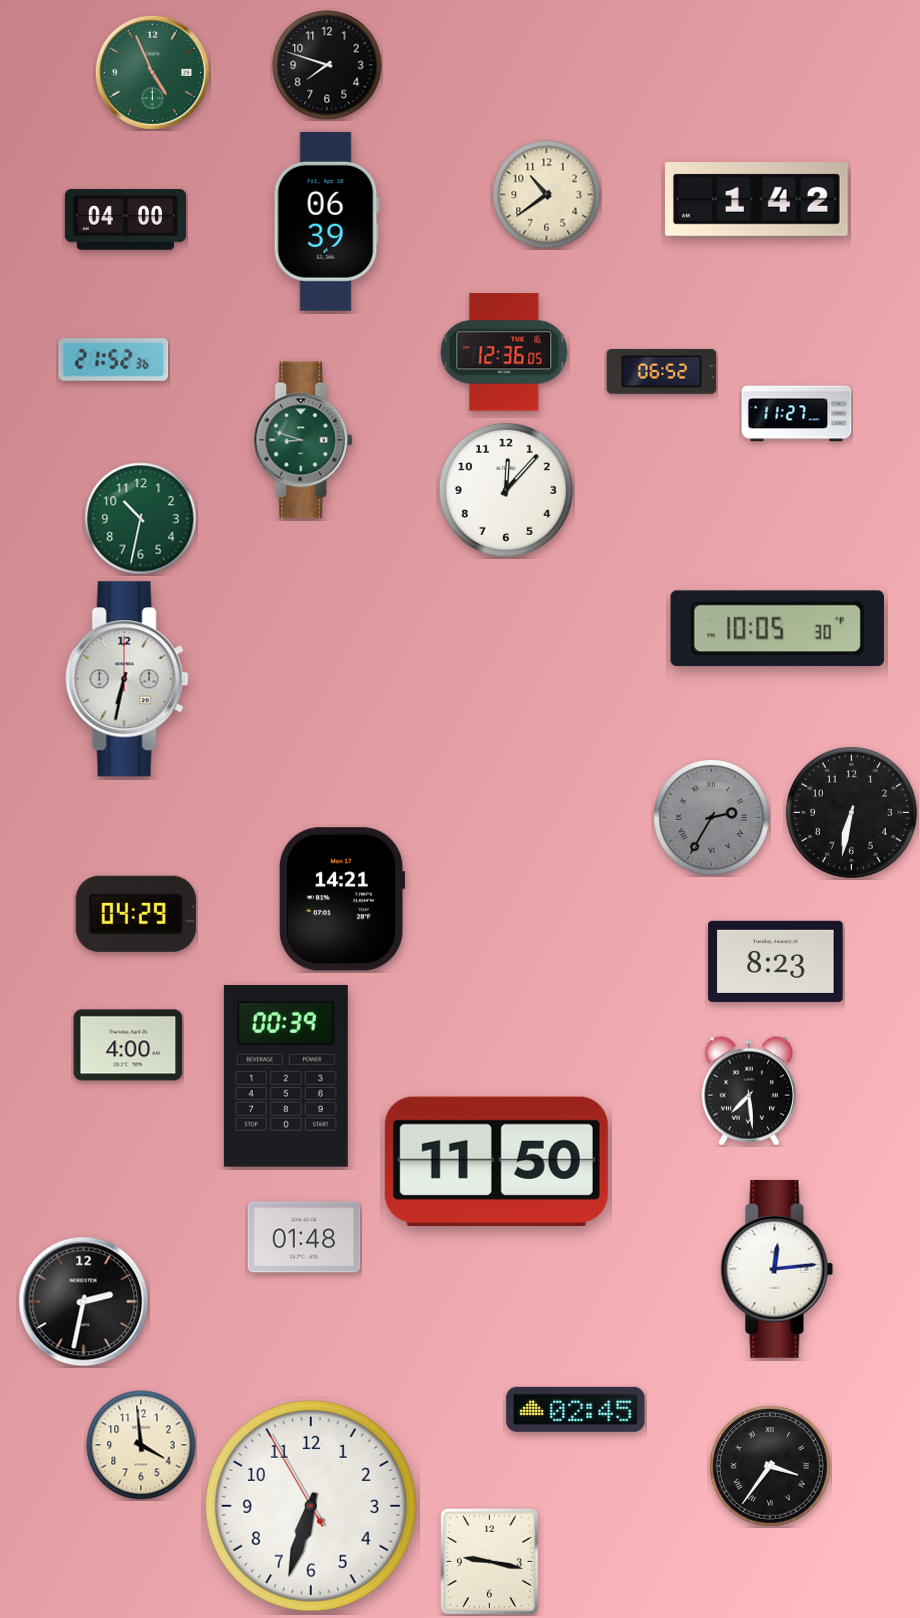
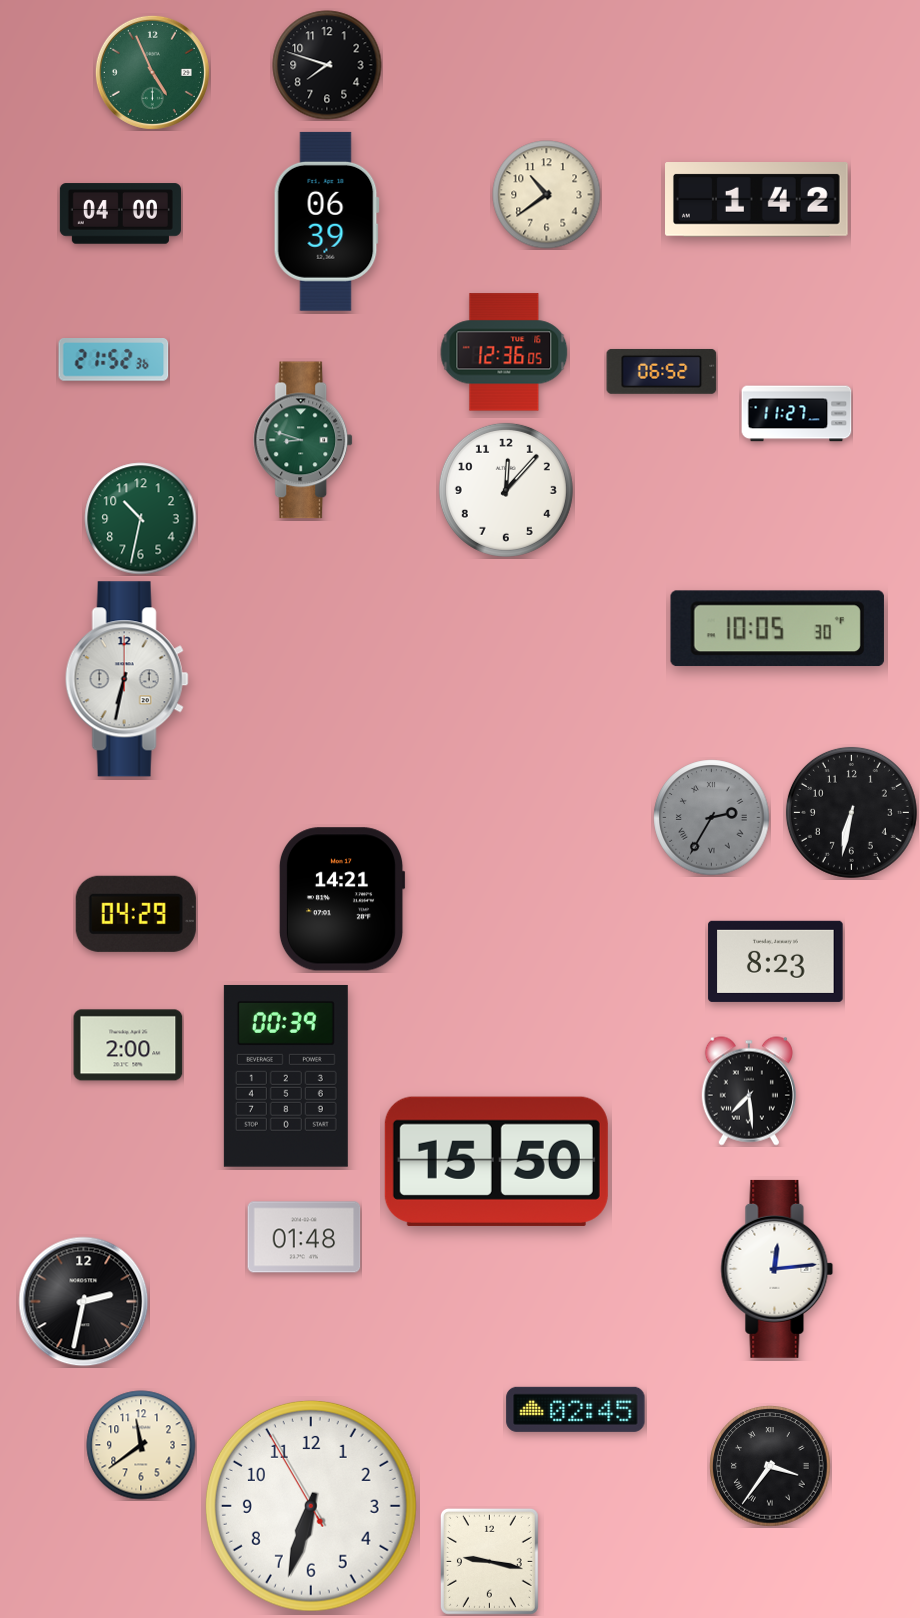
clock at (125, 220) position: (125, 220) -> (120, 214)
clock at (128, 1045): 4:00 -> 2:00
clock at (496, 1161): 11:50 -> 15:50
clock at (141, 1445): 3:59 -> 11:39
